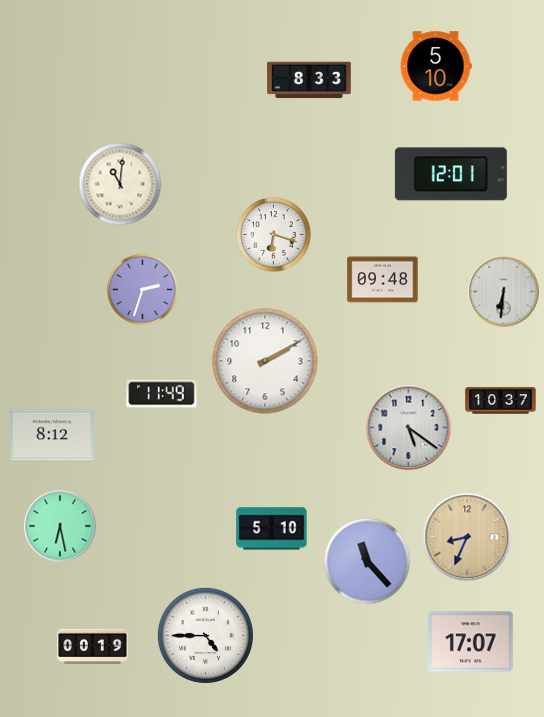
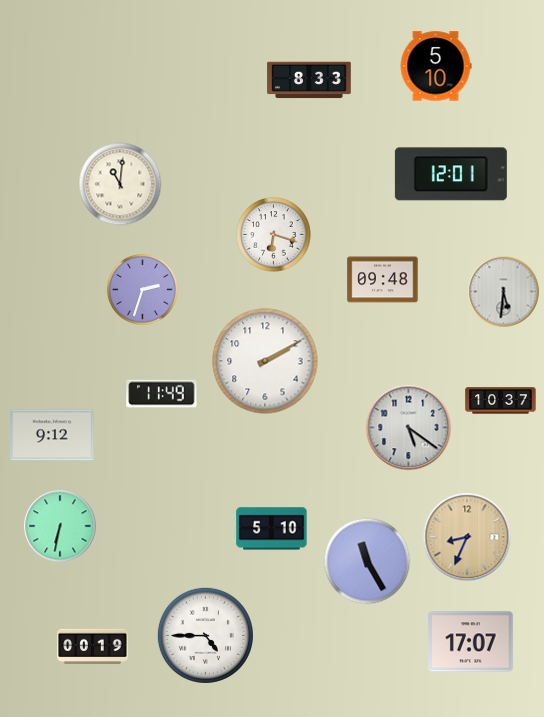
clock at (504, 292): 6:31 -> 5:31
clock at (52, 435): 8:12 -> 9:12
clock at (60, 526): 6:28 -> 6:32
clock at (367, 561): 11:23 -> 11:25
